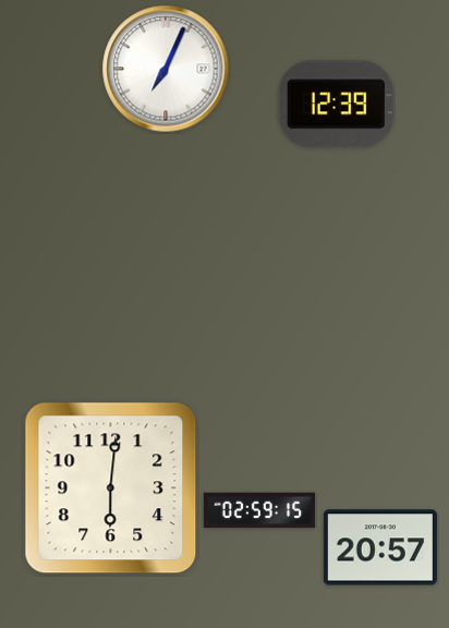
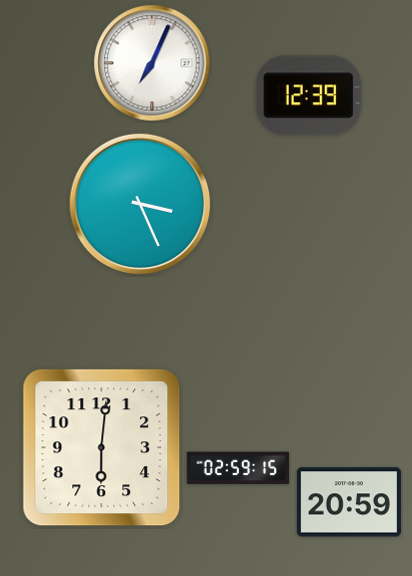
clock at (140, 204): none -> 3:26
clock at (380, 547): 20:57 -> 20:59
